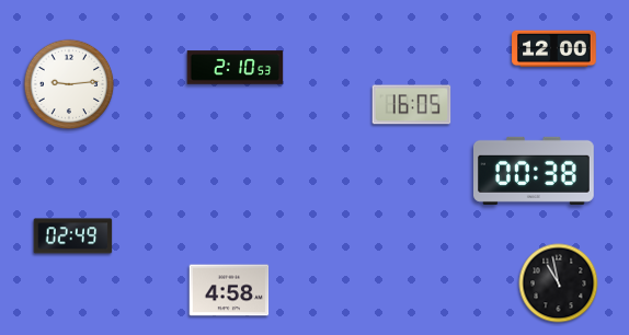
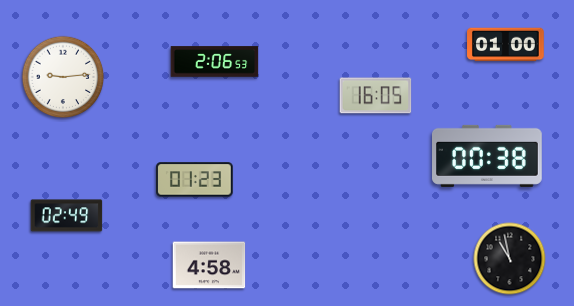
clock at (554, 49): 12:00 -> 01:00
clock at (236, 68): 2:10 -> 2:06
clock at (195, 180): none -> 01:23
